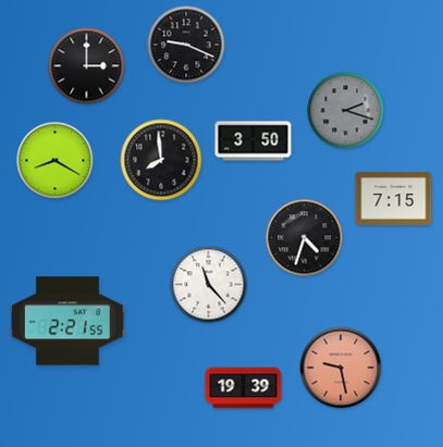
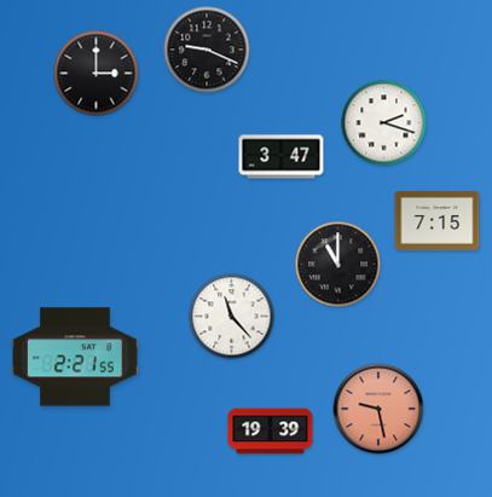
clock at (346, 111) dial: grey -> white
clock at (254, 141): 3:50 -> 3:47
clock at (161, 160): 7:59 -> none
clock at (56, 161): 8:20 -> none
clock at (305, 238): 4:33 -> 11:00
